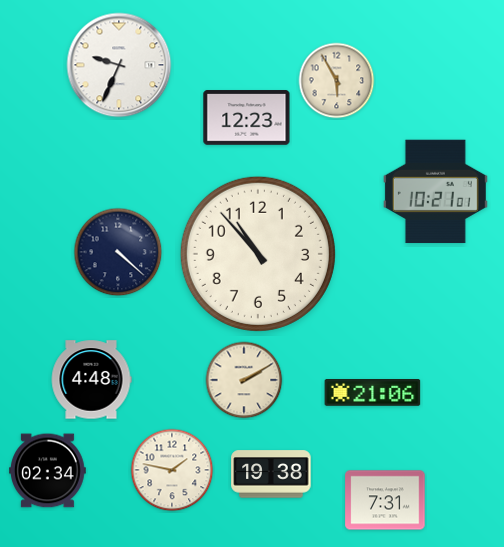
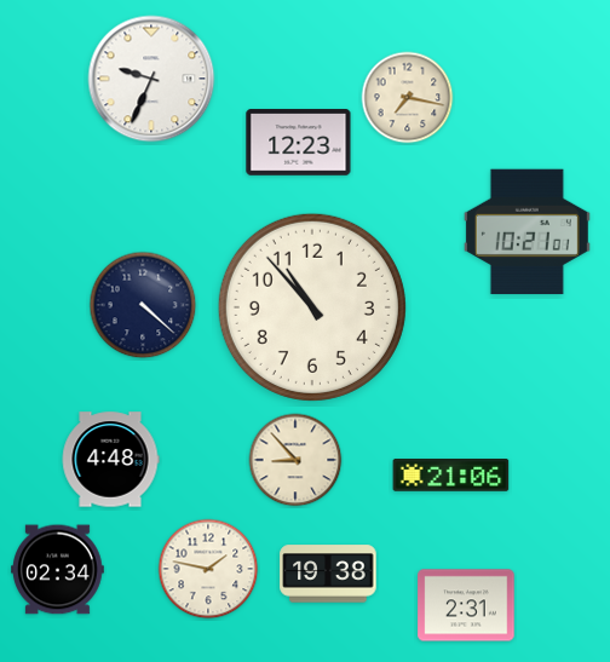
clock at (119, 65) position: (119, 65) -> (151, 79)
clock at (337, 81): 5:55 -> 7:17
clock at (244, 380): 2:10 -> 8:53
clock at (385, 500): 7:31 -> 2:31
